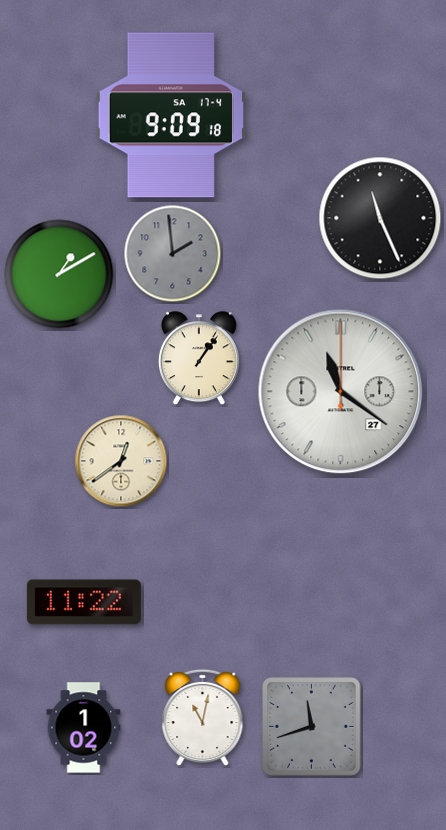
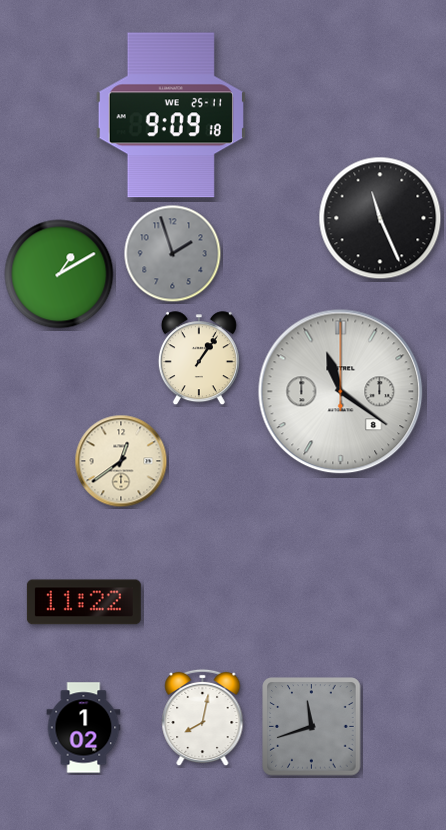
clock at (171, 115) date: SA 17-4 -> WE 25-11
clock at (173, 254): 1:59 -> 1:57
clock at (341, 392) date: 27 -> 8
clock at (203, 718): 11:02 -> 8:02
